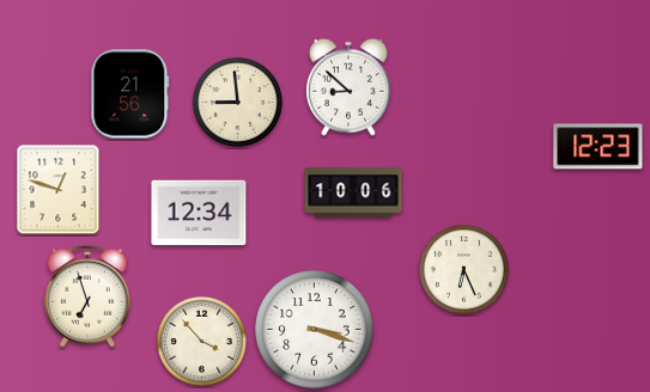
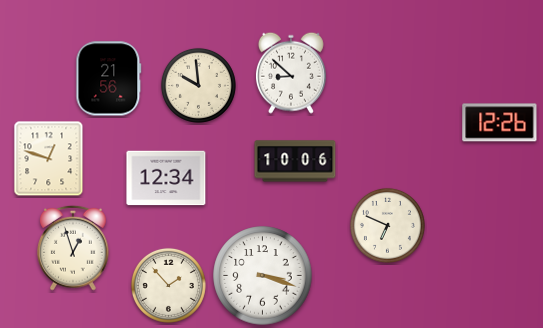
clock at (237, 102): 8:59 -> 9:59
clock at (599, 147): 12:23 -> 12:26
clock at (463, 269): 6:26 -> 6:49
clock at (89, 296): 6:57 -> 12:57
clock at (201, 341): 3:53 -> 1:53
